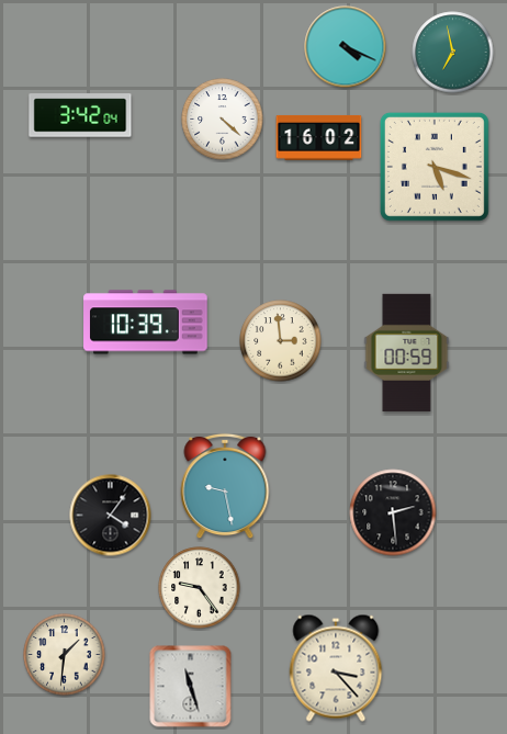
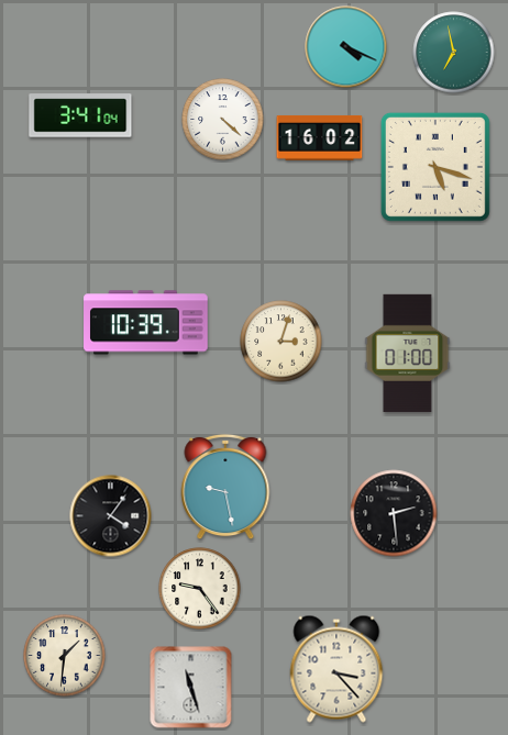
clock at (80, 115): 3:42 -> 3:41
clock at (281, 341): 2:59 -> 3:03
clock at (407, 352): 00:59 -> 01:00
